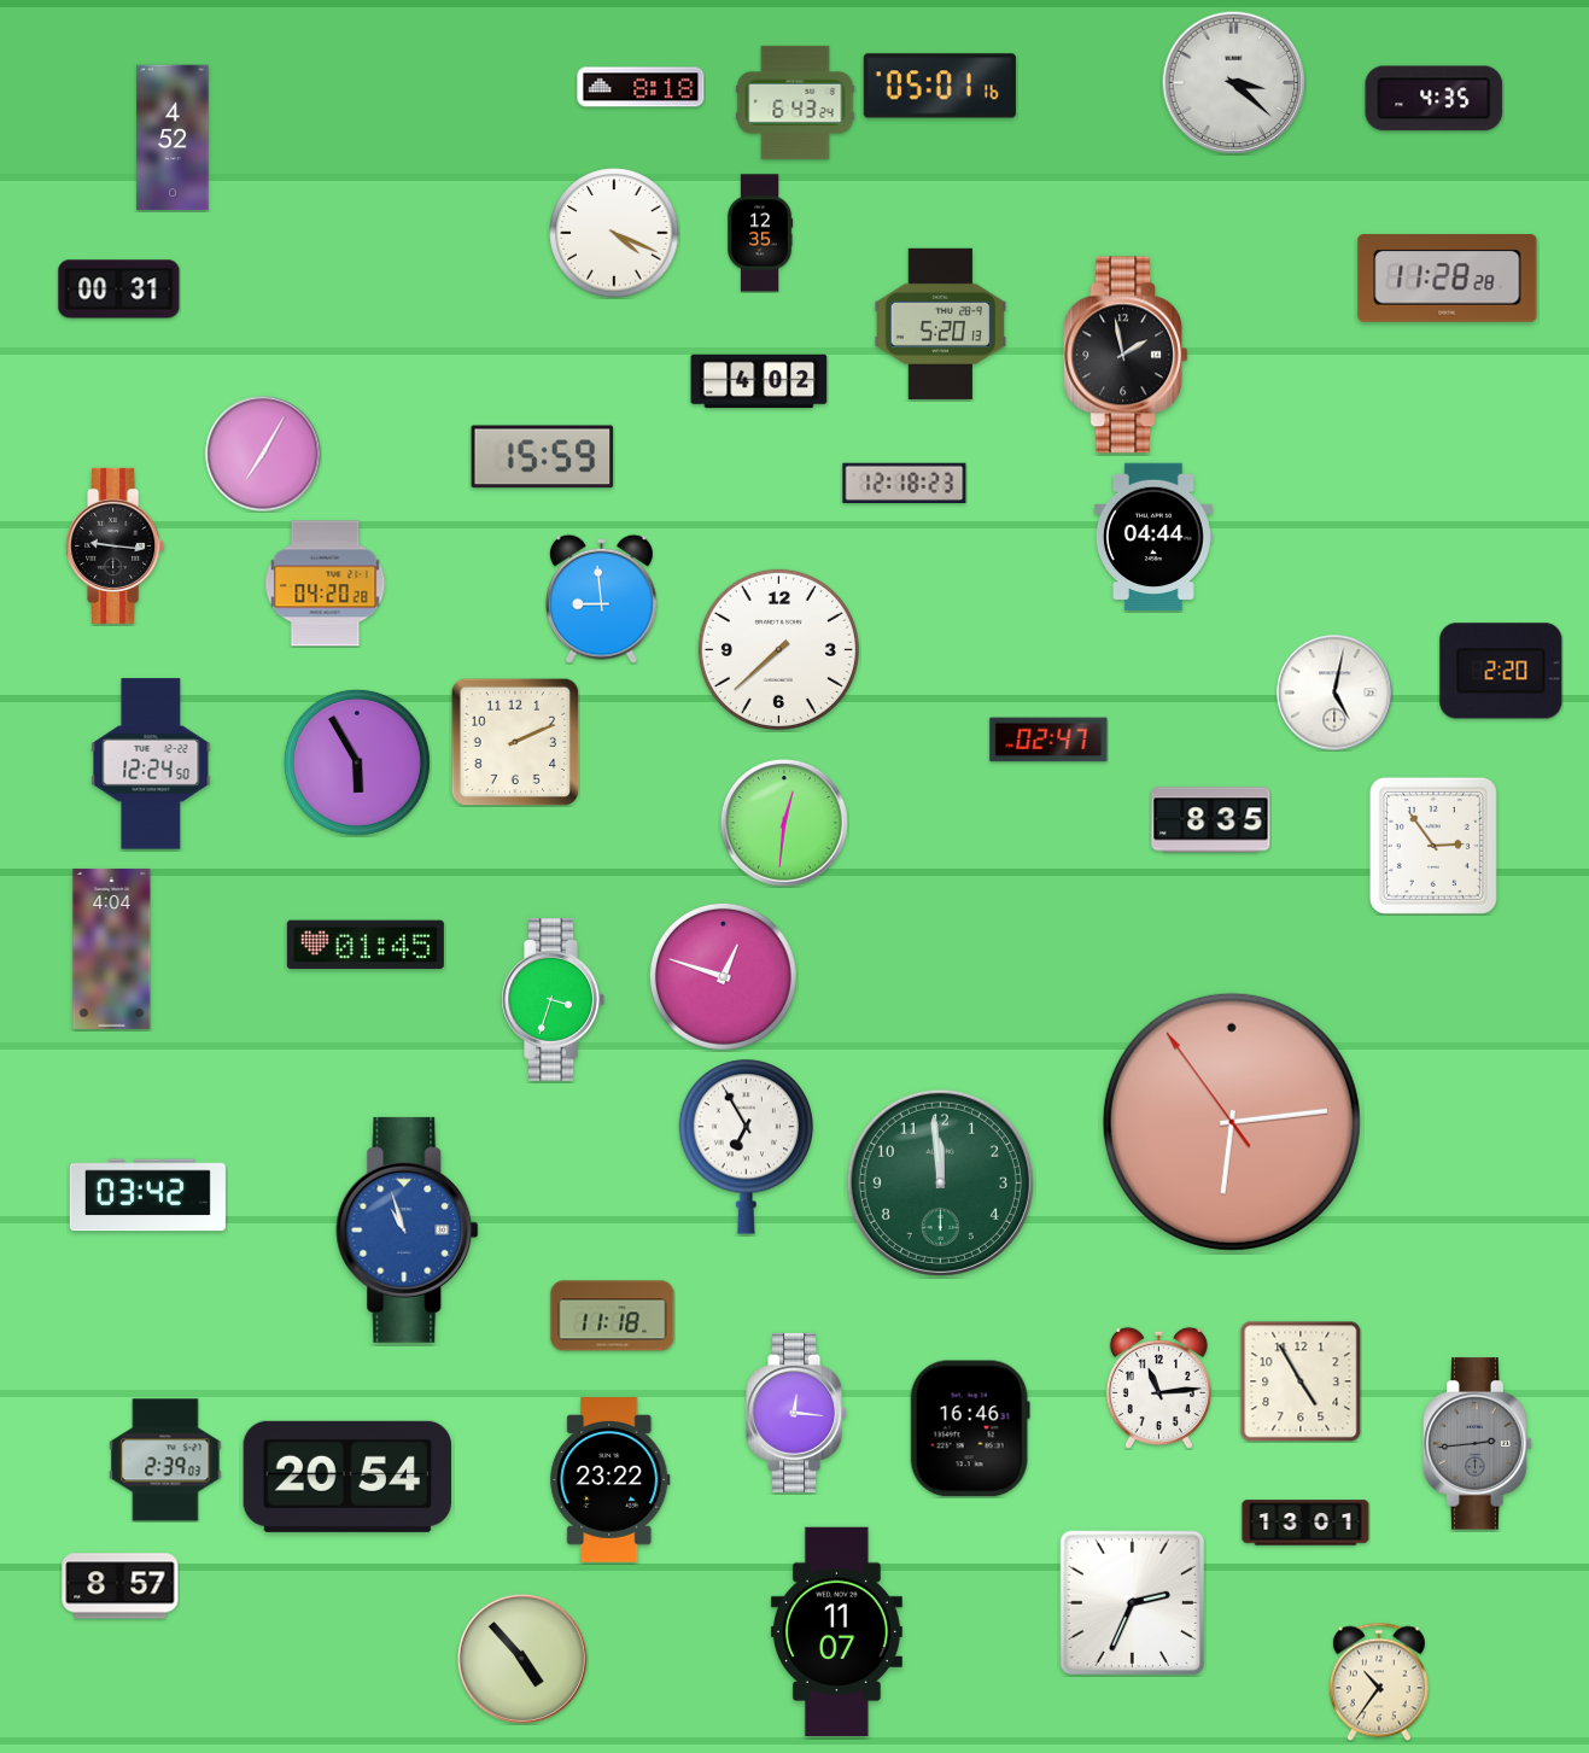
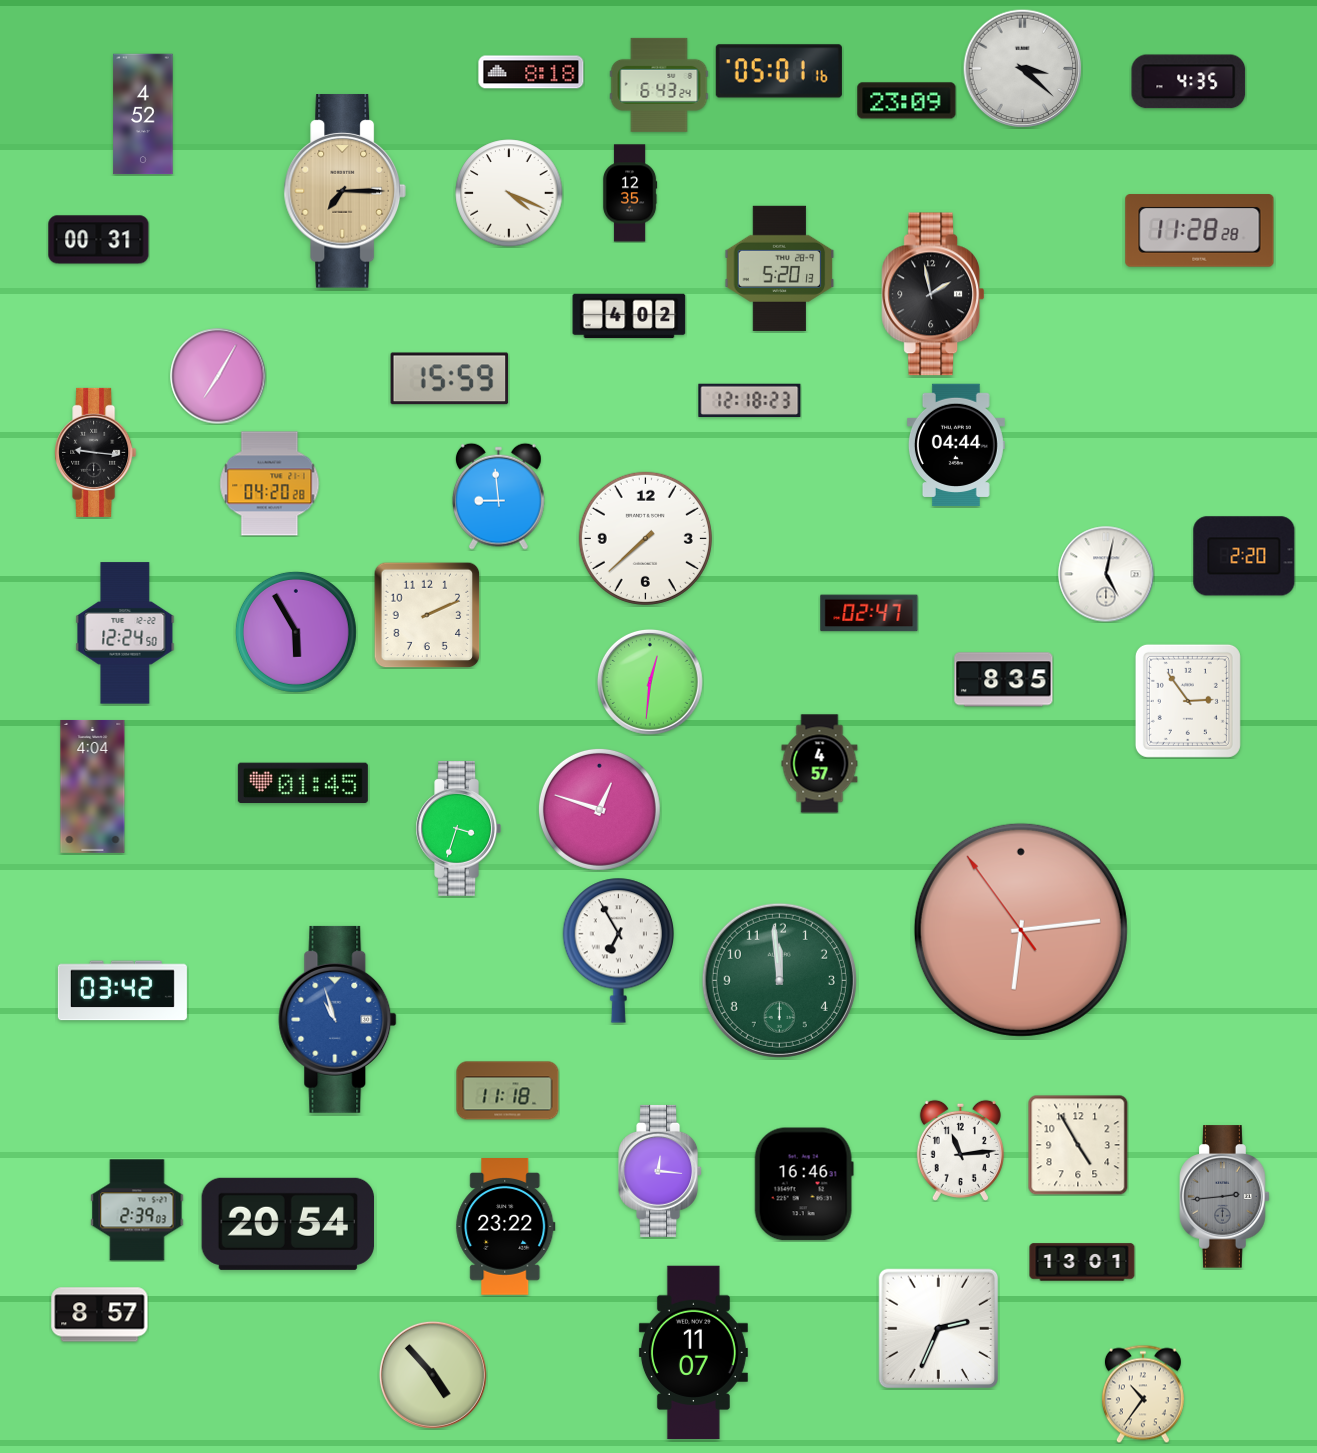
clock at (907, 101): none -> 23:09
clock at (344, 191): none -> 7:15
clock at (820, 764): none -> 4:57
